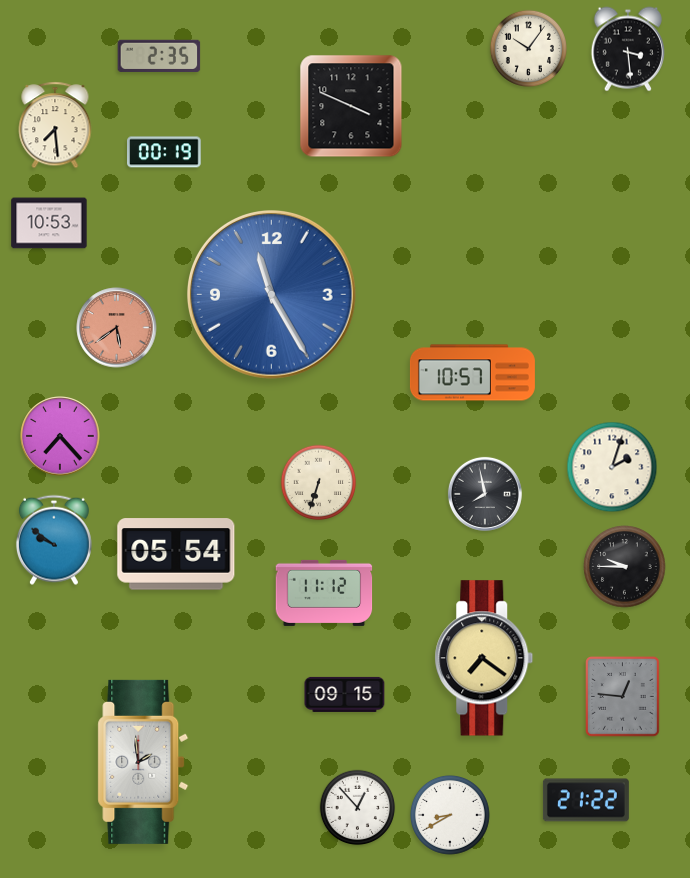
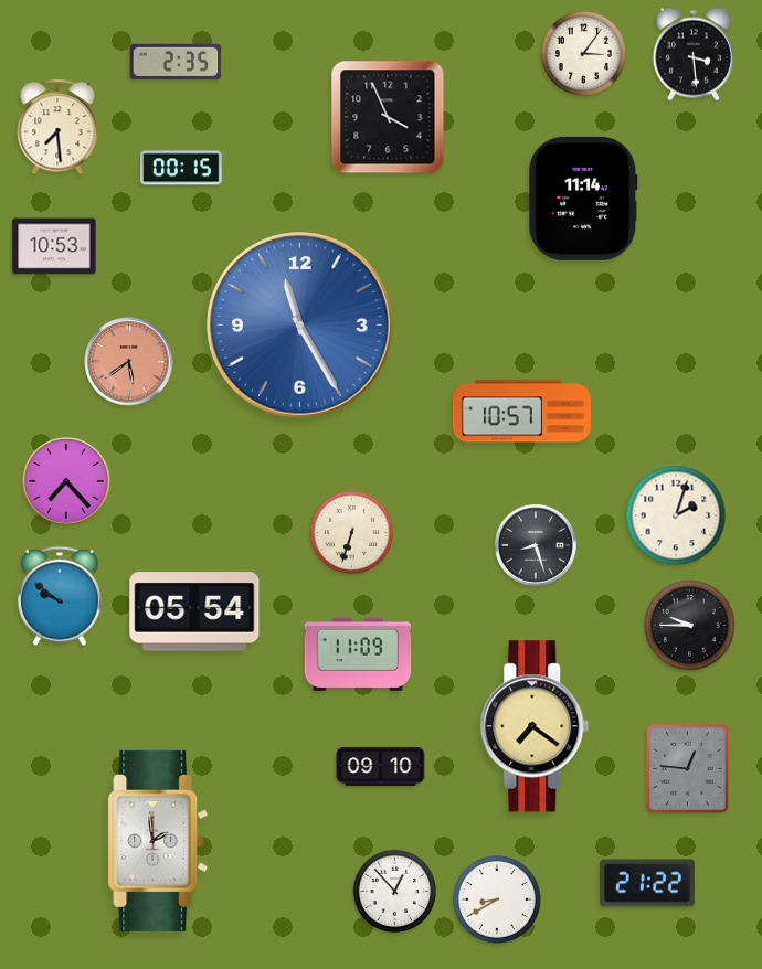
clock at (528, 48): 10:06 -> 3:06
clock at (351, 106): 3:49 -> 3:56
clock at (55, 125) position: (55, 125) -> (57, 127)
clock at (164, 152): 00:19 -> 00:15
clock at (583, 199): none -> 11:14
clock at (485, 494): 7:58 -> 8:27
clock at (324, 593): 11:12 -> 11:09
clock at (345, 694): 09:15 -> 09:10
